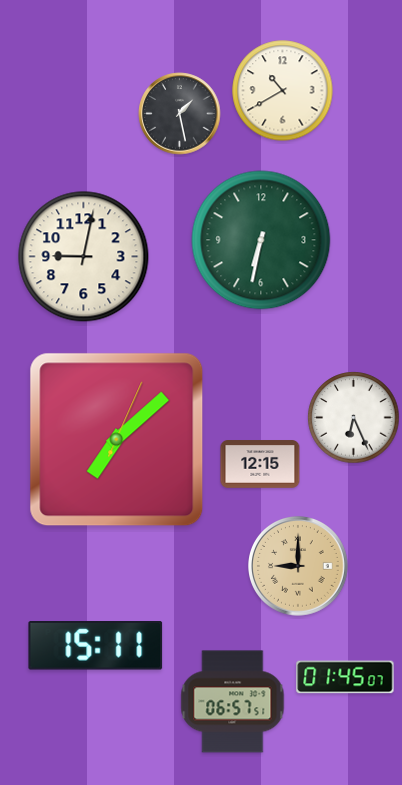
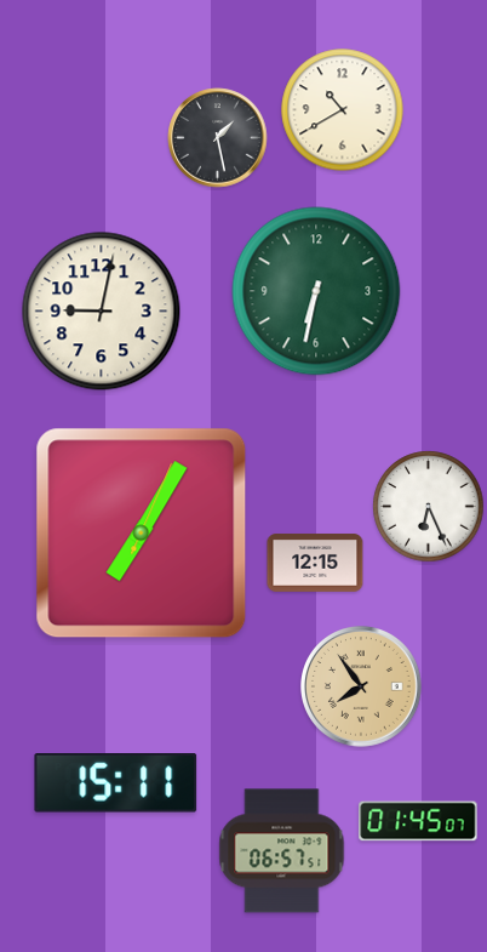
clock at (117, 440): 7:08 -> 7:05
clock at (298, 566): 9:00 -> 7:54
